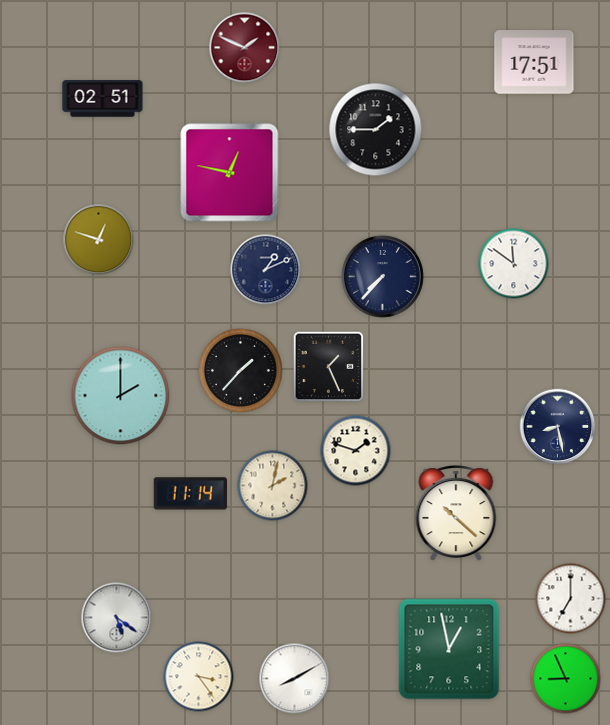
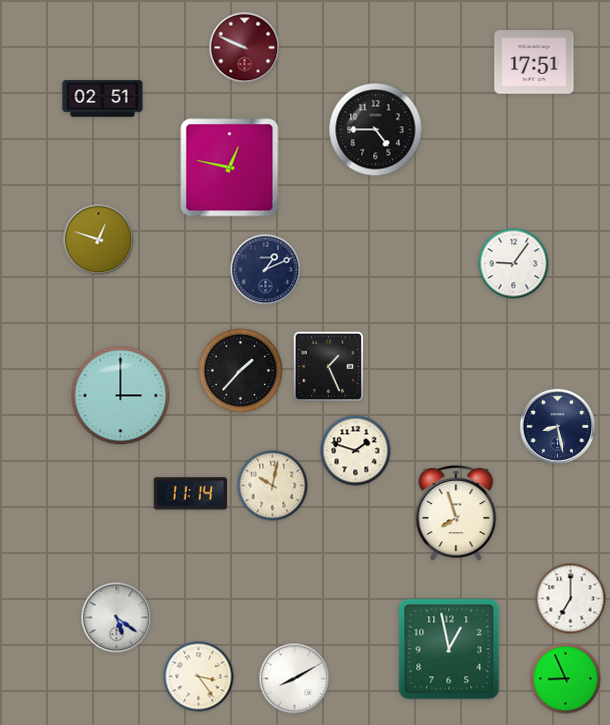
clock at (245, 48): 1:49 -> 9:49
clock at (376, 130): 1:45 -> 4:45
clock at (230, 173) position: (230, 173) -> (230, 168)
clock at (514, 264): 11:51 -> 9:06
clock at (382, 276): 7:37 -> none
clock at (121, 396): 2:00 -> 3:00
clock at (273, 486): 2:02 -> 10:02
clock at (456, 513): 10:22 -> 7:57
